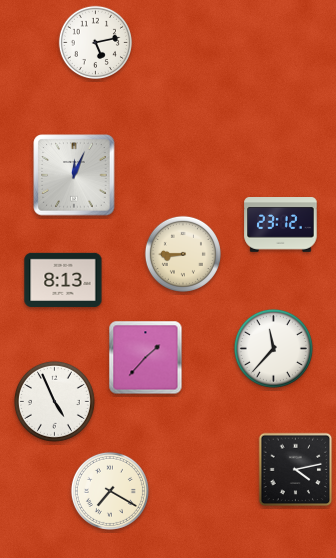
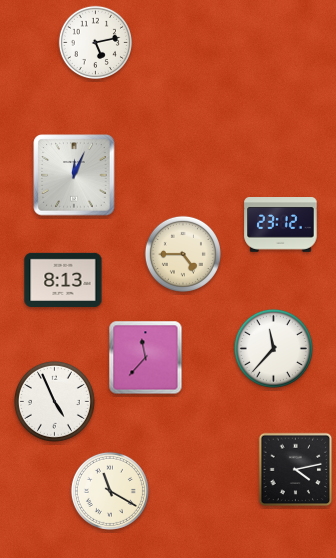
clock at (183, 254): 8:45 -> 4:45
clock at (146, 358): 1:37 -> 11:37
clock at (110, 491): 7:20 -> 11:20
